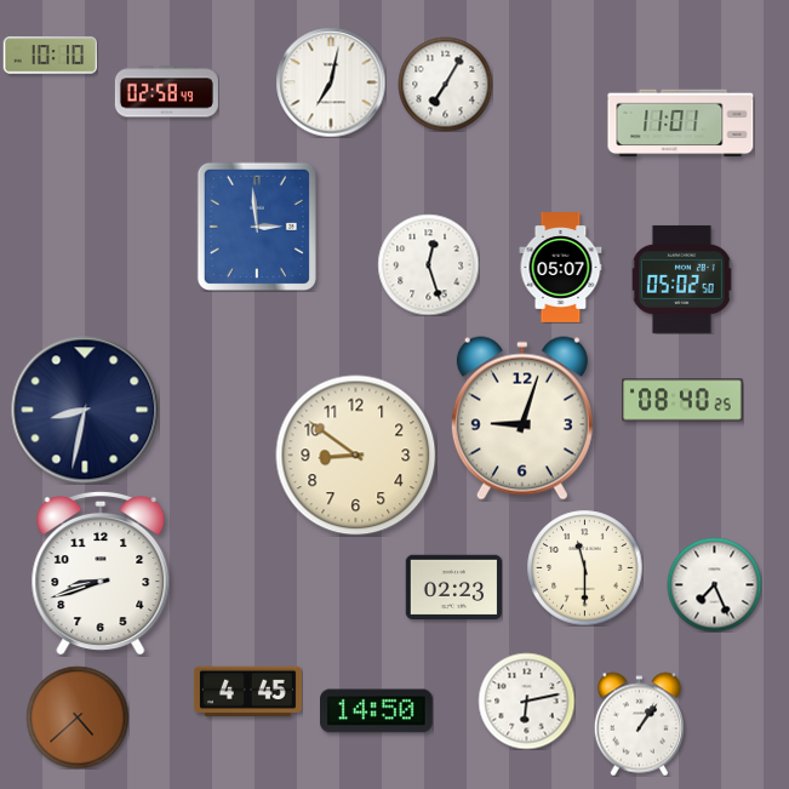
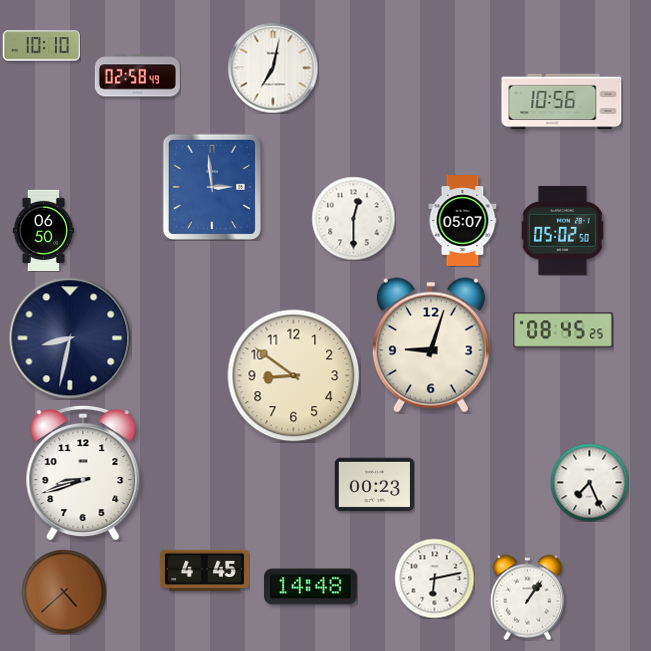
clock at (445, 84): 7:05 -> none
clock at (681, 124): 11:01 -> 10:56
clock at (428, 264): 12:27 -> 12:30
clock at (44, 230): none -> 06:50
clock at (682, 400): 08:40 -> 08:45
clock at (584, 567): 11:30 -> none
clock at (453, 588): 02:23 -> 00:23
clock at (377, 711): 14:50 -> 14:48
